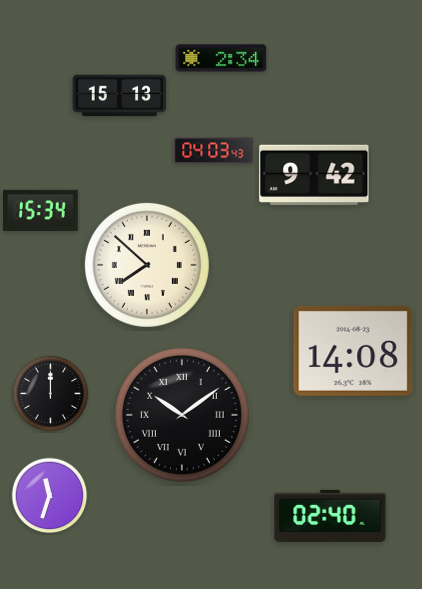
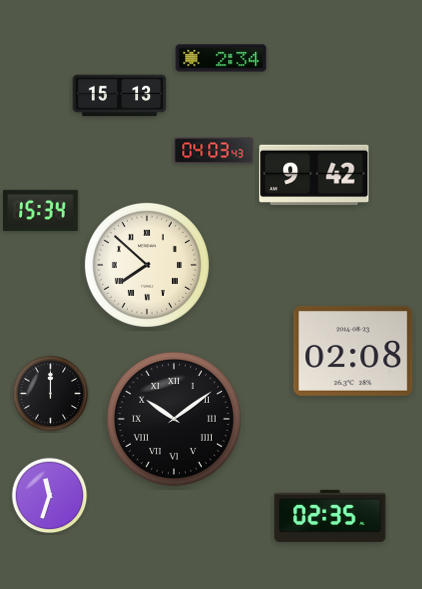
clock at (353, 351): 14:08 -> 02:08
clock at (182, 415) position: (182, 415) -> (174, 419)
clock at (330, 516): 02:40 -> 02:35
